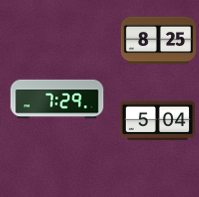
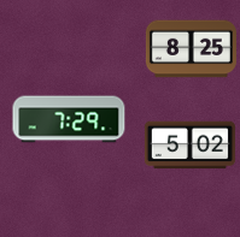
clock at (157, 121): 5:04 -> 5:02
